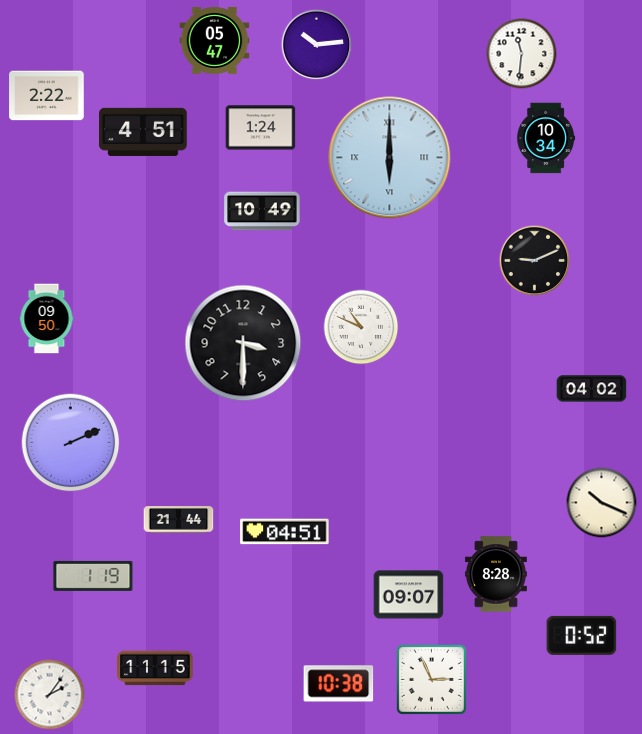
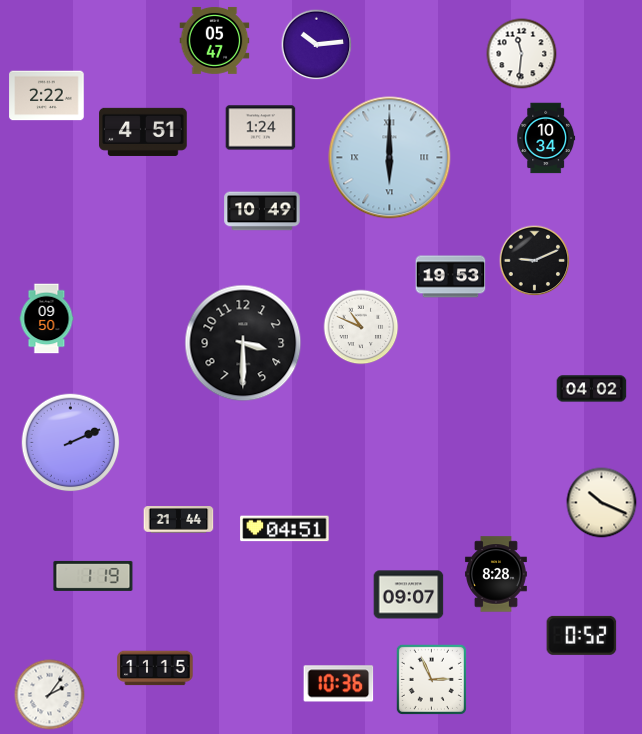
clock at (451, 277): none -> 19:53
clock at (285, 532) position: (285, 532) -> (285, 529)
clock at (339, 684): 10:38 -> 10:36
